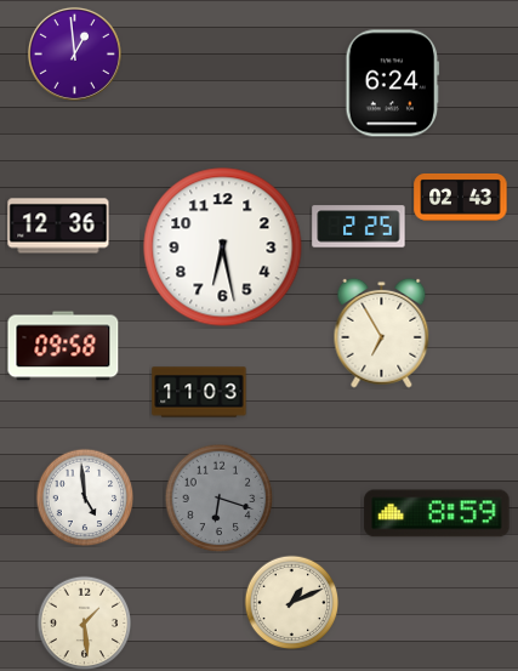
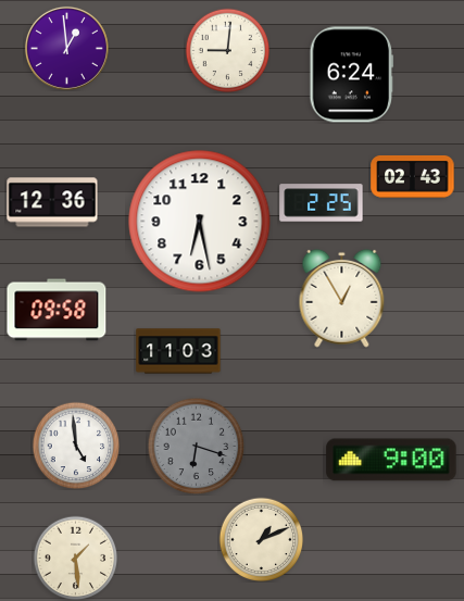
clock at (227, 50): none -> 9:01
clock at (382, 332): 6:55 -> 12:55
clock at (437, 513): 8:59 -> 9:00
